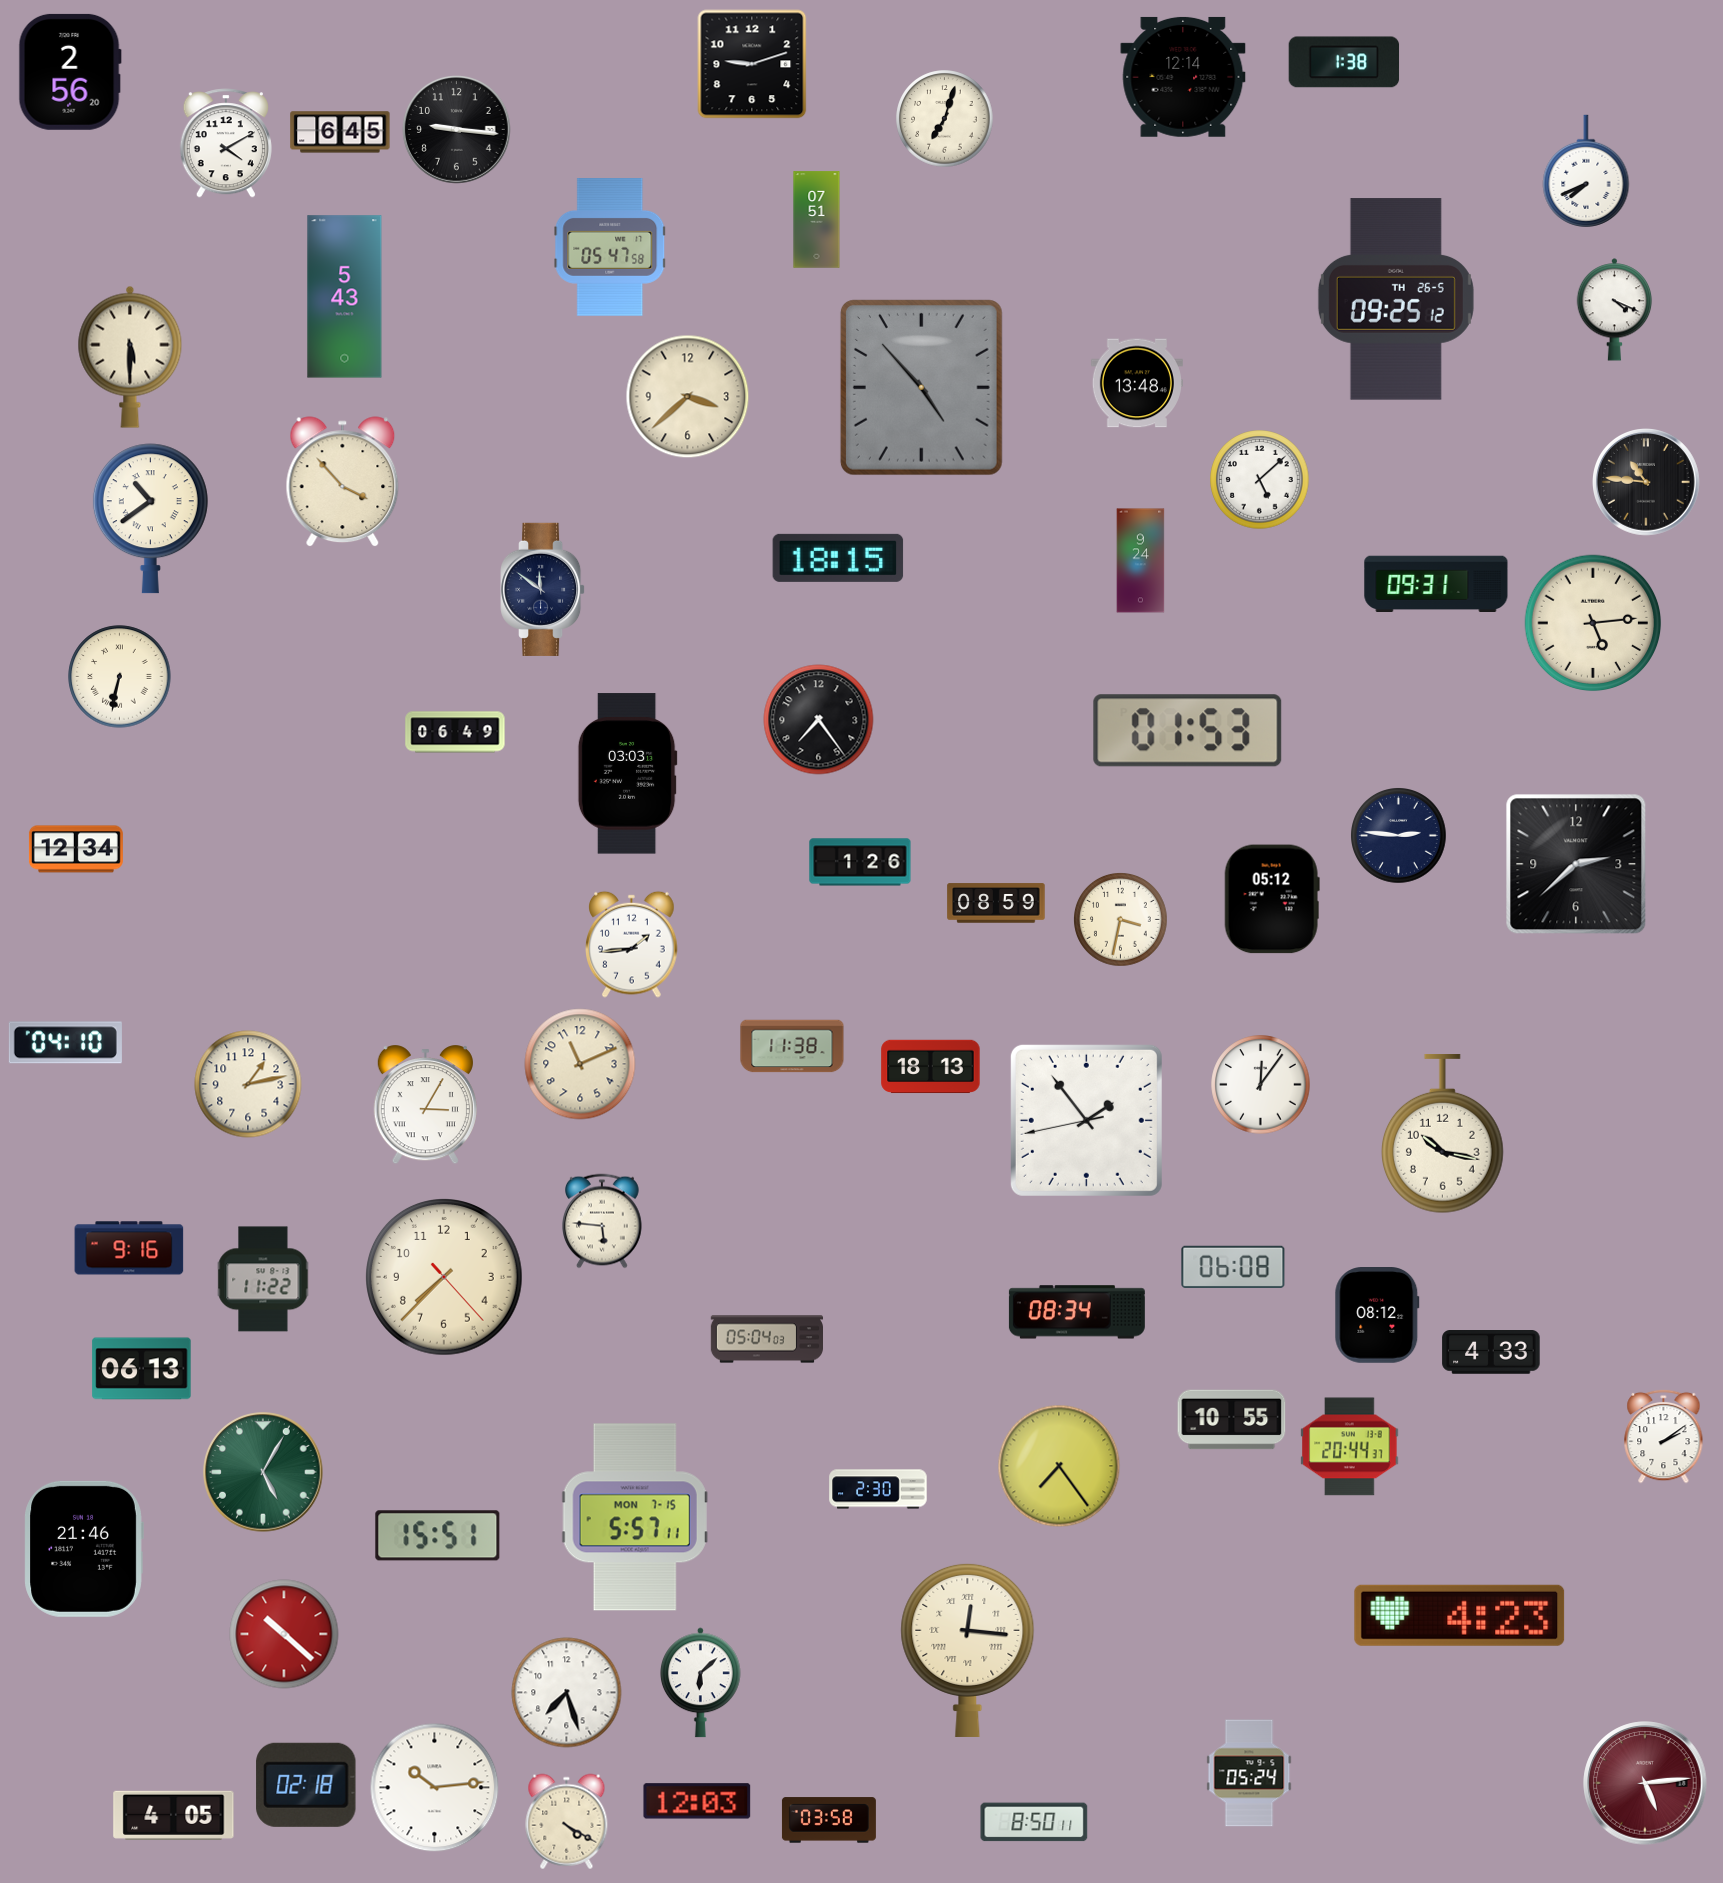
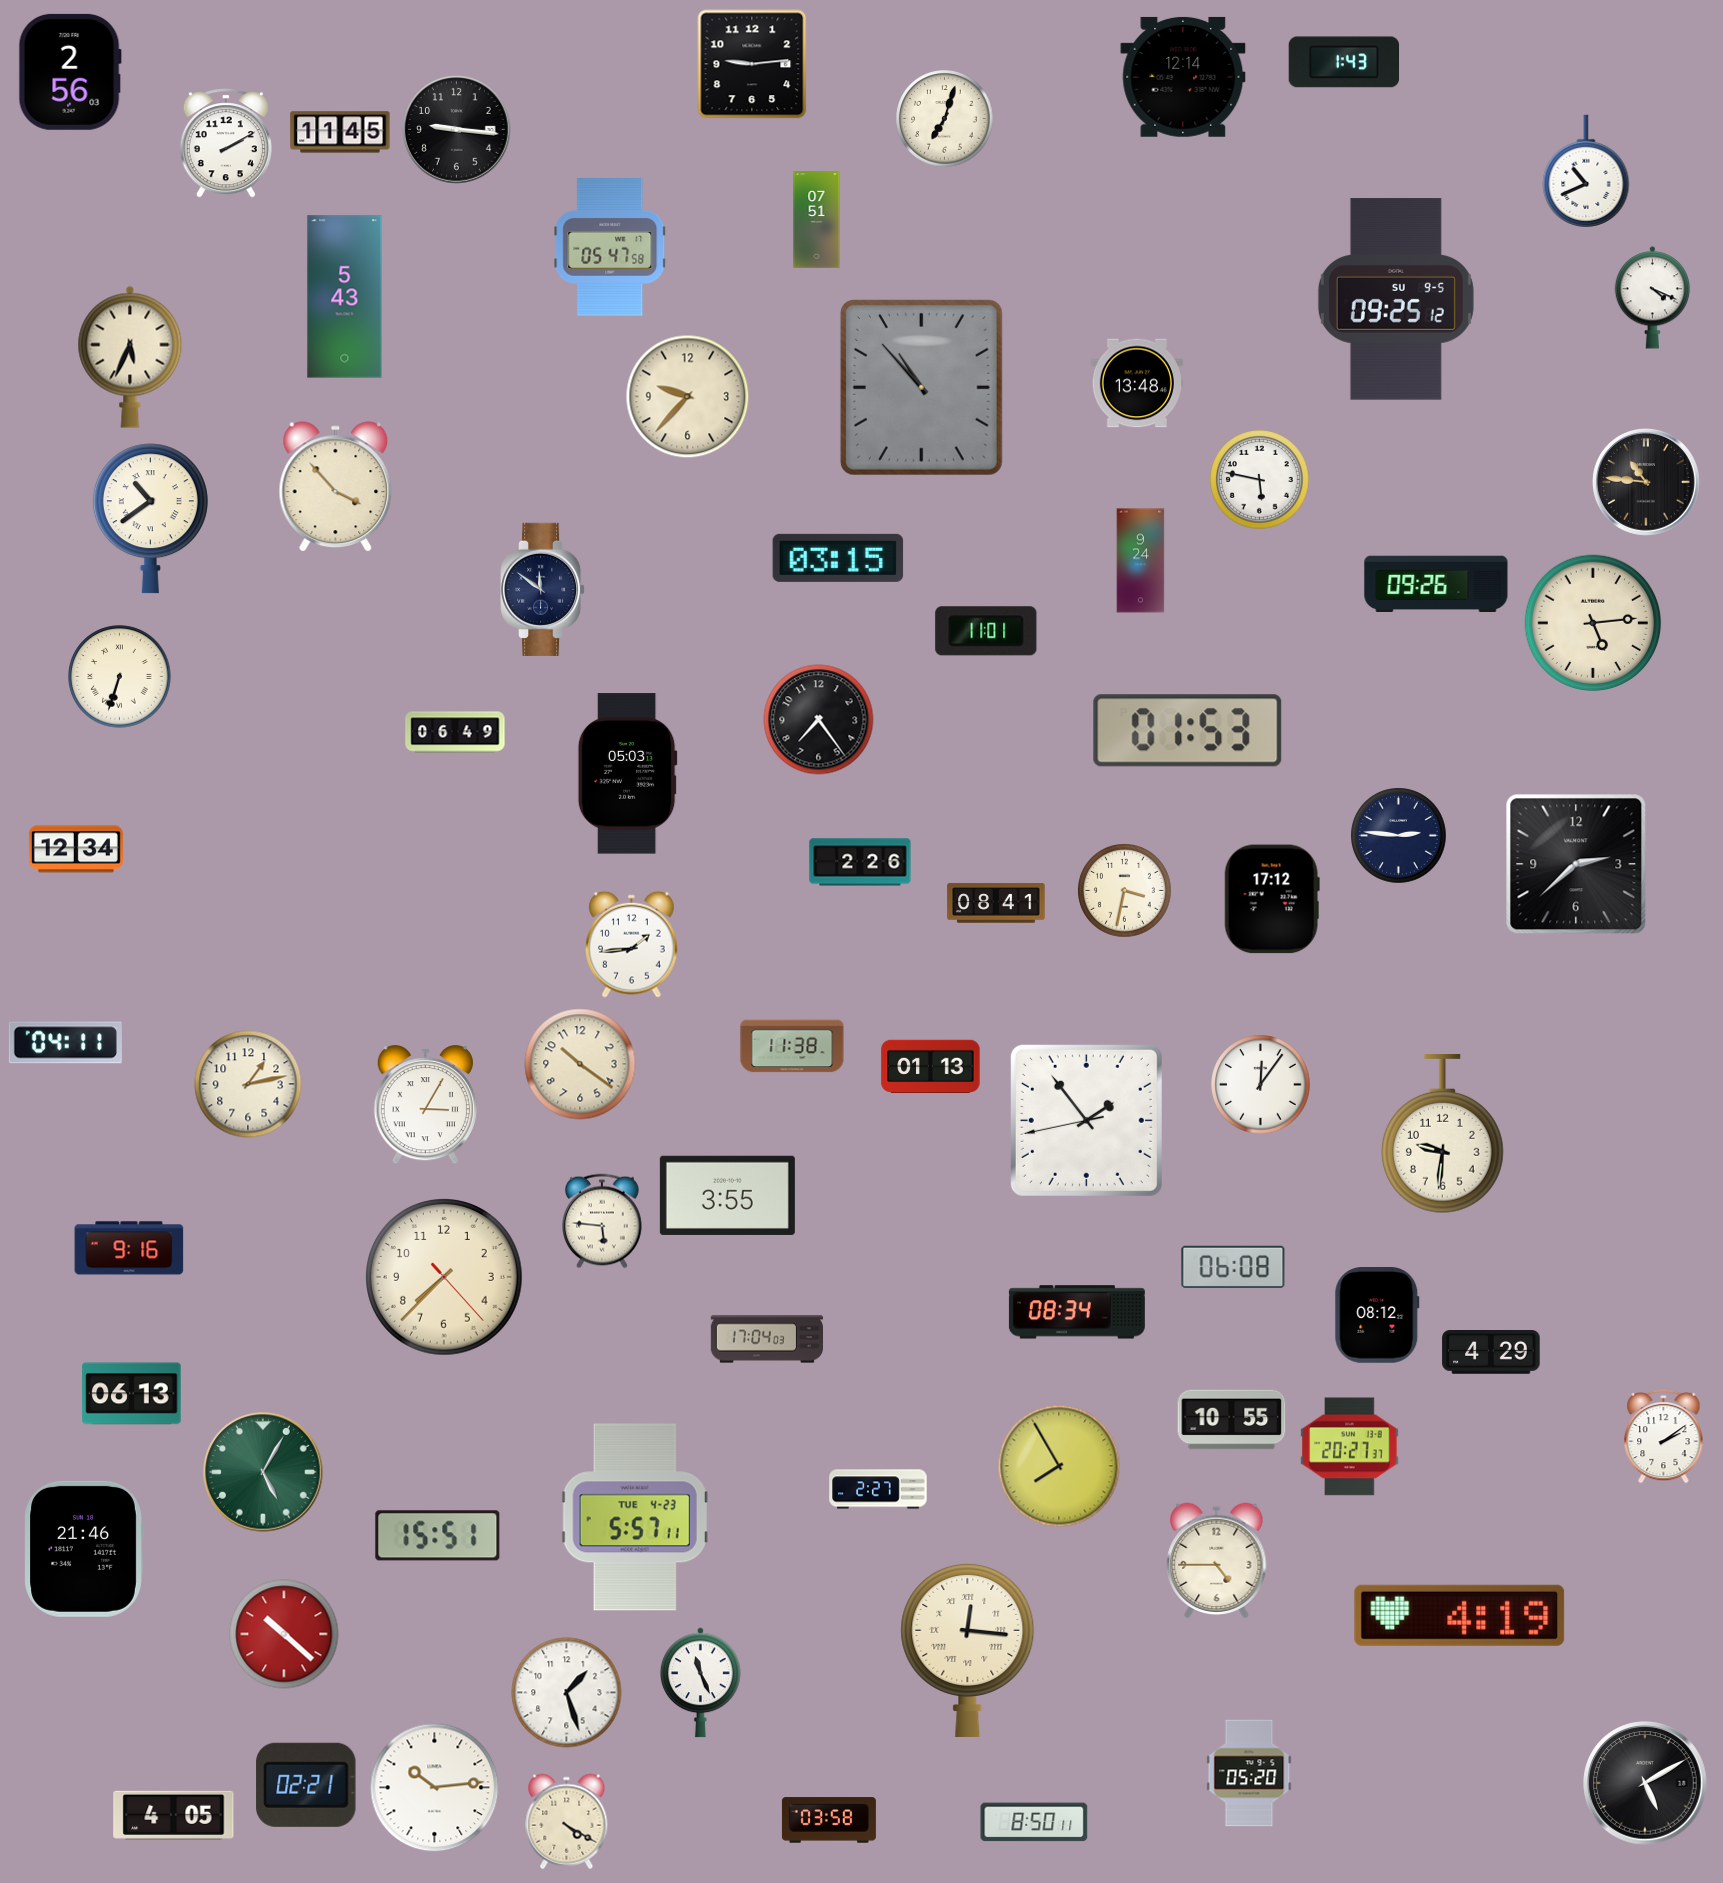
clock at (1344, 62): 1:38 -> 1:43
clock at (752, 64): 9:12 -> 9:14
clock at (70, 72): 2:56:20 -> 2:56:03
clock at (340, 132): 6:45 -> 11:45
clock at (226, 143): 4:10 -> 2:10
clock at (1586, 171): 7:41 -> 10:41
clock at (1396, 299) date: TH 26-5 -> SU 9-5
clock at (1615, 310) position: (1615, 310) -> (1653, 298)
clock at (130, 357): 5:30 -> 5:34
clock at (921, 387): 4:53 -> 10:53
clock at (688, 397): 3:38 -> 9:37
clock at (1260, 480): 5:08 -> 5:47
clock at (343, 482) position: (343, 482) -> (336, 487)
clock at (838, 558): 18:15 -> 03:15
clock at (1436, 584): 09:31 -> 09:26
clock at (986, 631): none -> 11:01
clock at (120, 677): 6:32 -> 6:33
clock at (627, 774): 03:03 -> 05:03
clock at (860, 862): 1:26 -> 2:26
clock at (1272, 899): 05:12 -> 17:12
clock at (996, 903): 08:59 -> 08:41
clock at (1121, 920) position: (1121, 920) -> (1125, 891)
clock at (65, 1043): 04:10 -> 04:11
clock at (580, 1064): 11:11 -> 10:21
clock at (931, 1067): 18:13 -> 01:13
clock at (1443, 1135): 10:17 -> 9:31
clock at (727, 1195): none -> 3:55
clock at (263, 1279): 11:22 -> none
clock at (767, 1339): 05:04 -> 17:04
clock at (1491, 1353): 4:33 -> 4:29
clock at (142, 1369) position: (142, 1369) -> (132, 1394)
clock at (1350, 1447): 20:44 -> 20:27
clock at (1059, 1466): 7:24 -> 7:55
clock at (878, 1489): 2:30 -> 2:27
clock at (635, 1517) date: MON 7-15 -> TUE 4-23
clock at (1217, 1560): none -> 4:45
clock at (1460, 1615): 4:23 -> 4:19
clock at (701, 1683): 6:08 -> 11:26
clock at (567, 1693): 7:27 -> 1:27
clock at (1249, 1773): 05:24 -> 05:20
clock at (1645, 1783): 5:14 -> 5:10
clock at (1645, 1783) dial: burgundy -> black
clock at (306, 1785): 02:18 -> 02:21
clock at (697, 1801): 12:03 -> none
